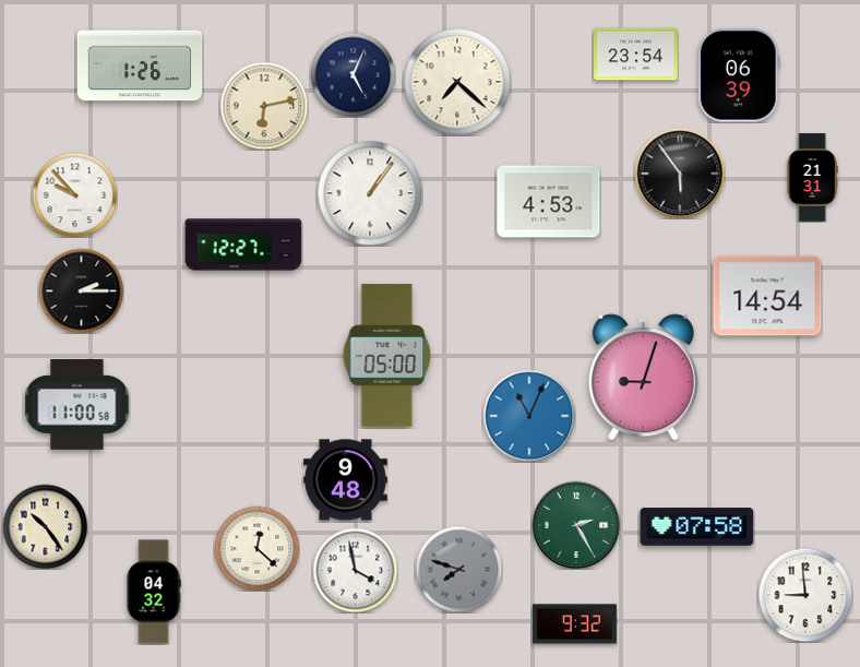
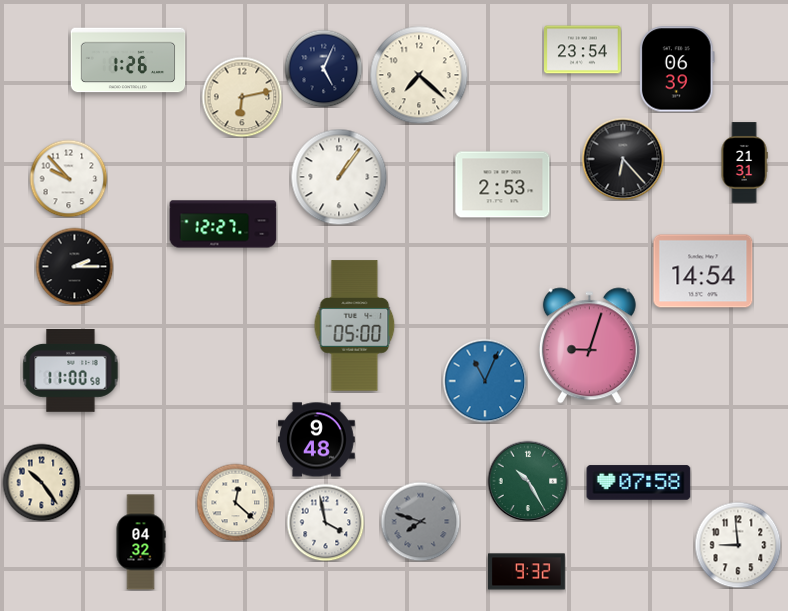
clock at (680, 174): 5:54 -> 6:23
clock at (549, 202): 4:53 -> 2:53
clock at (576, 525): 2:25 -> 10:25
